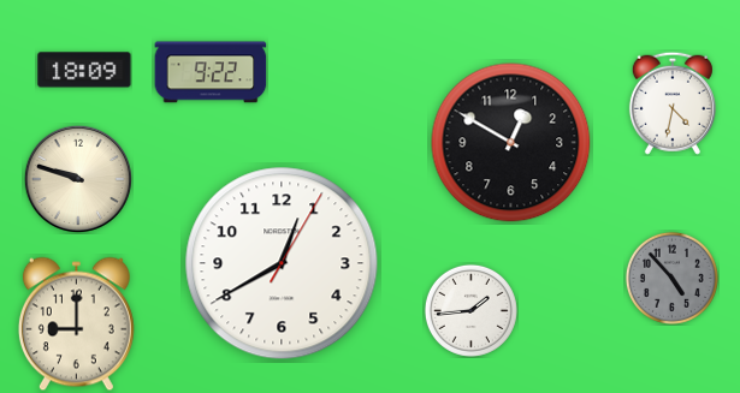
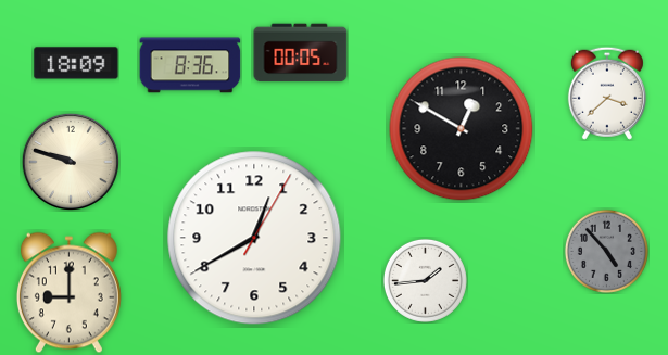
clock at (301, 53): none -> 00:05
clock at (211, 72): 9:22 -> 8:36
clock at (673, 103): 4:32 -> 3:38
